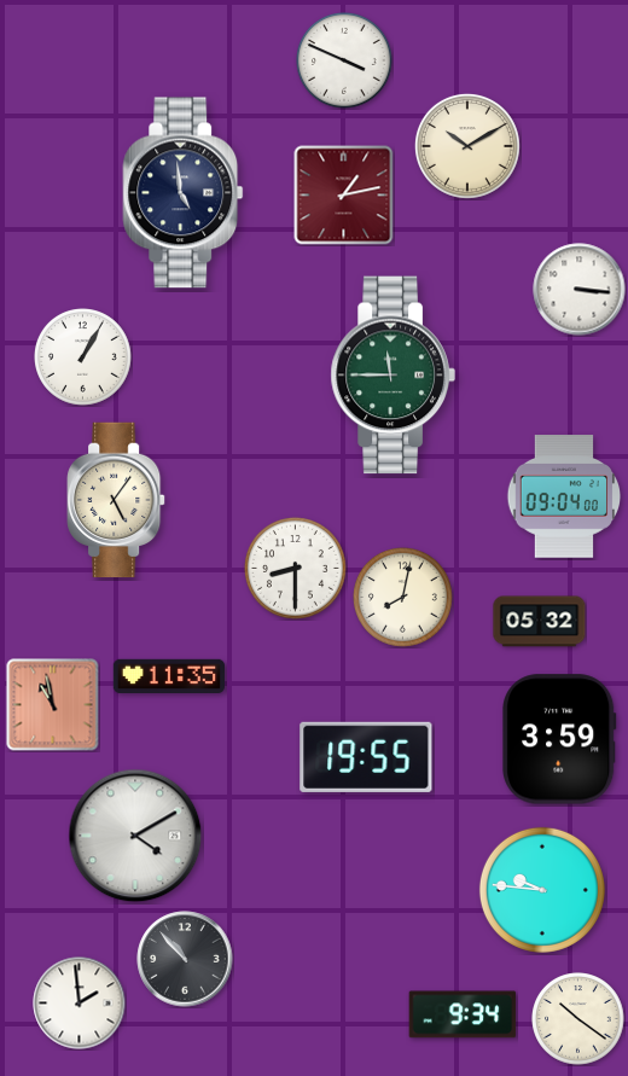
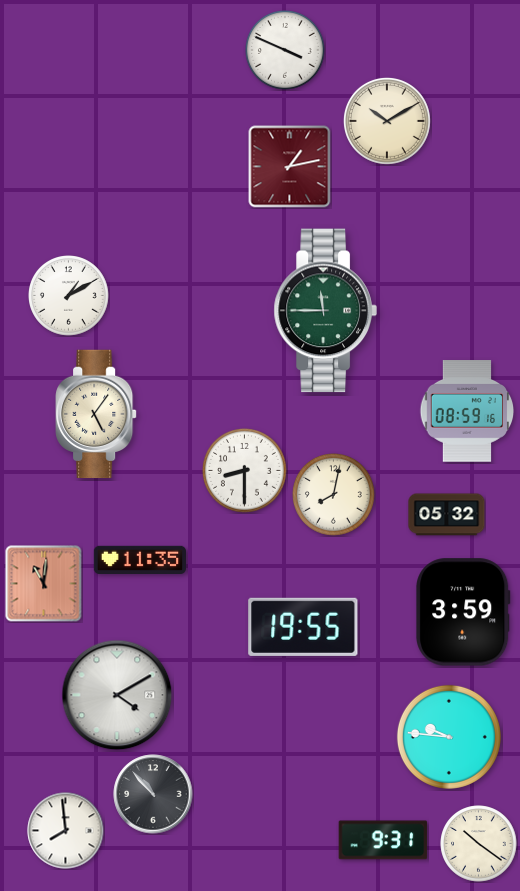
clock at (184, 193): 4:59 -> none
clock at (344, 196) position: (344, 196) -> (290, 167)
clock at (580, 290): 3:16 -> none
clock at (83, 357): 1:05 -> 1:10
clock at (564, 496): 09:04 -> 08:59
clock at (53, 705): 10:58 -> 11:01
clock at (135, 836) position: (135, 836) -> (117, 695)
clock at (80, 1004): 1:59 -> 7:59
clock at (463, 1014): 9:34 -> 9:31
